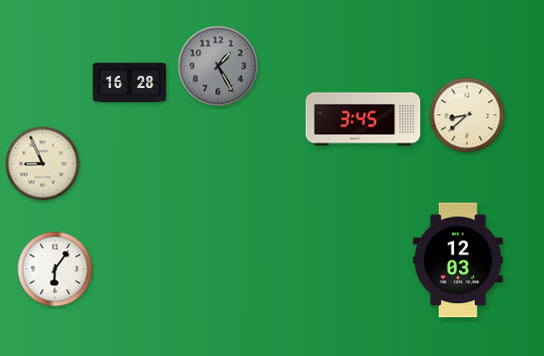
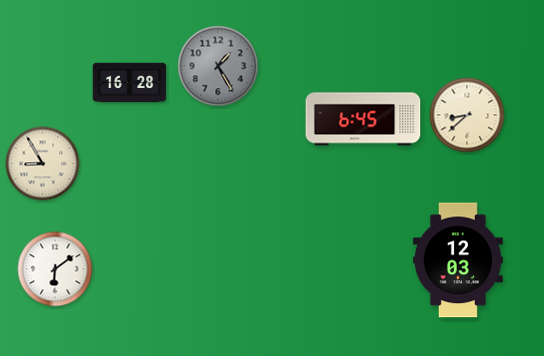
clock at (363, 119): 3:45 -> 6:45
clock at (43, 164): 8:56 -> 8:55
clock at (55, 269): 6:06 -> 6:09
